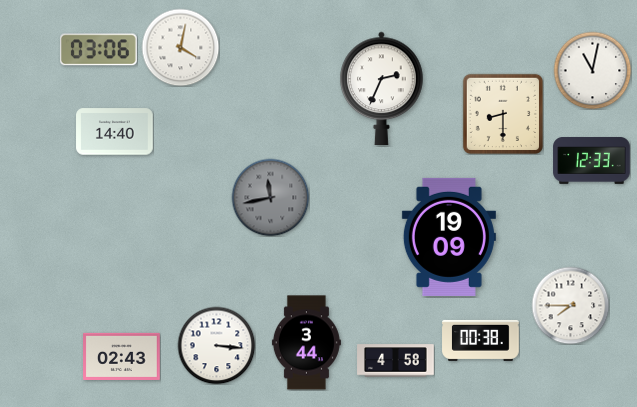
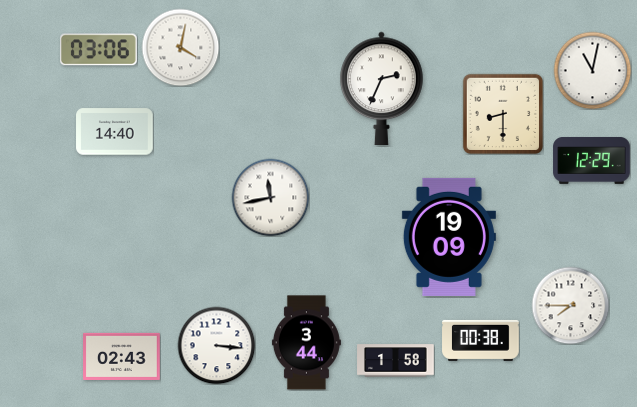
clock at (592, 161): 12:33 -> 12:29
clock at (270, 197) dial: grey -> white
clock at (396, 361): 4:58 -> 1:58
